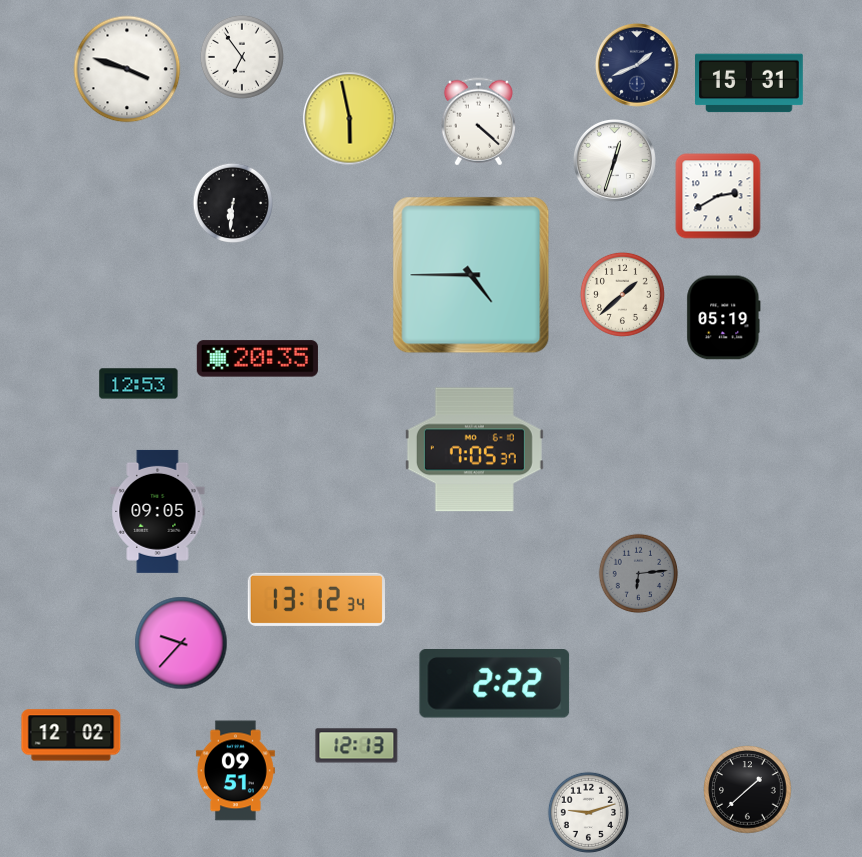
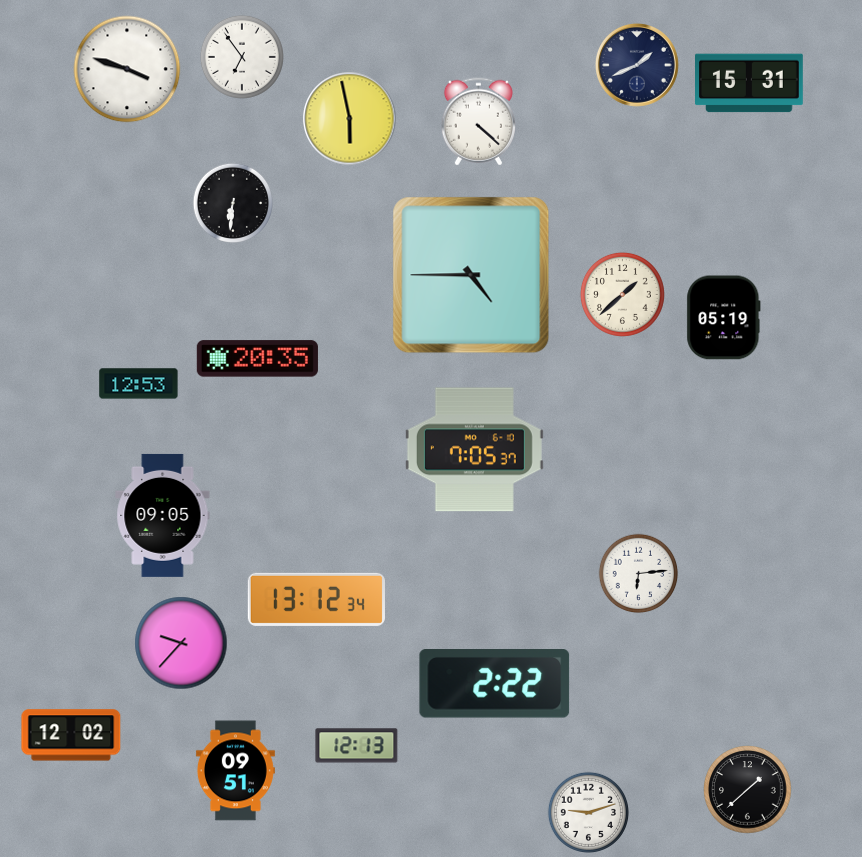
clock at (614, 160): 12:33 -> none
clock at (718, 196): 2:40 -> none
clock at (158, 511) position: (158, 511) -> (163, 515)
clock at (639, 574) dial: grey -> white
